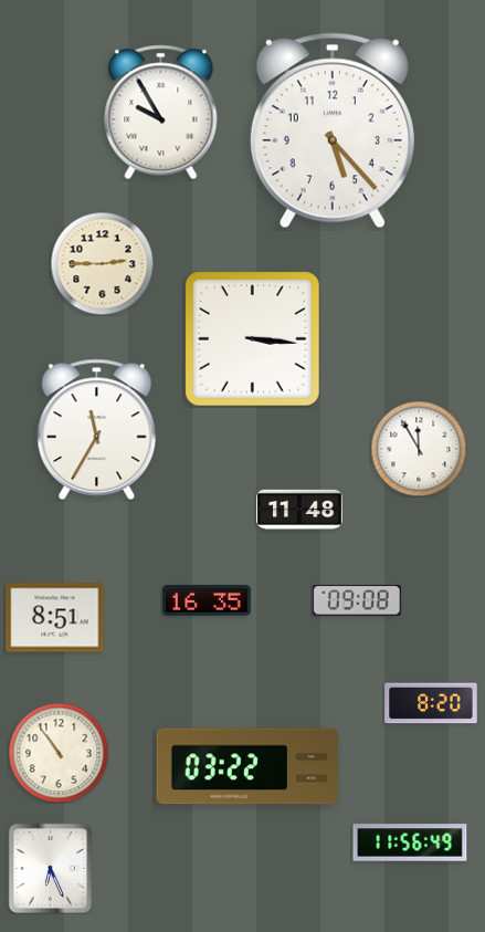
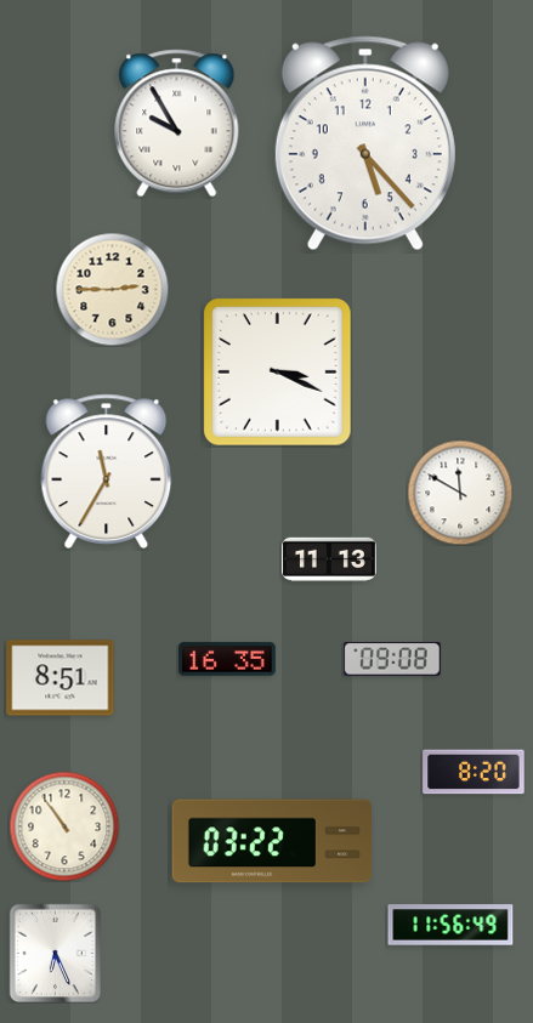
clock at (253, 339): 3:16 -> 3:19
clock at (419, 449): 11:55 -> 11:50
clock at (301, 510): 11:48 -> 11:13
